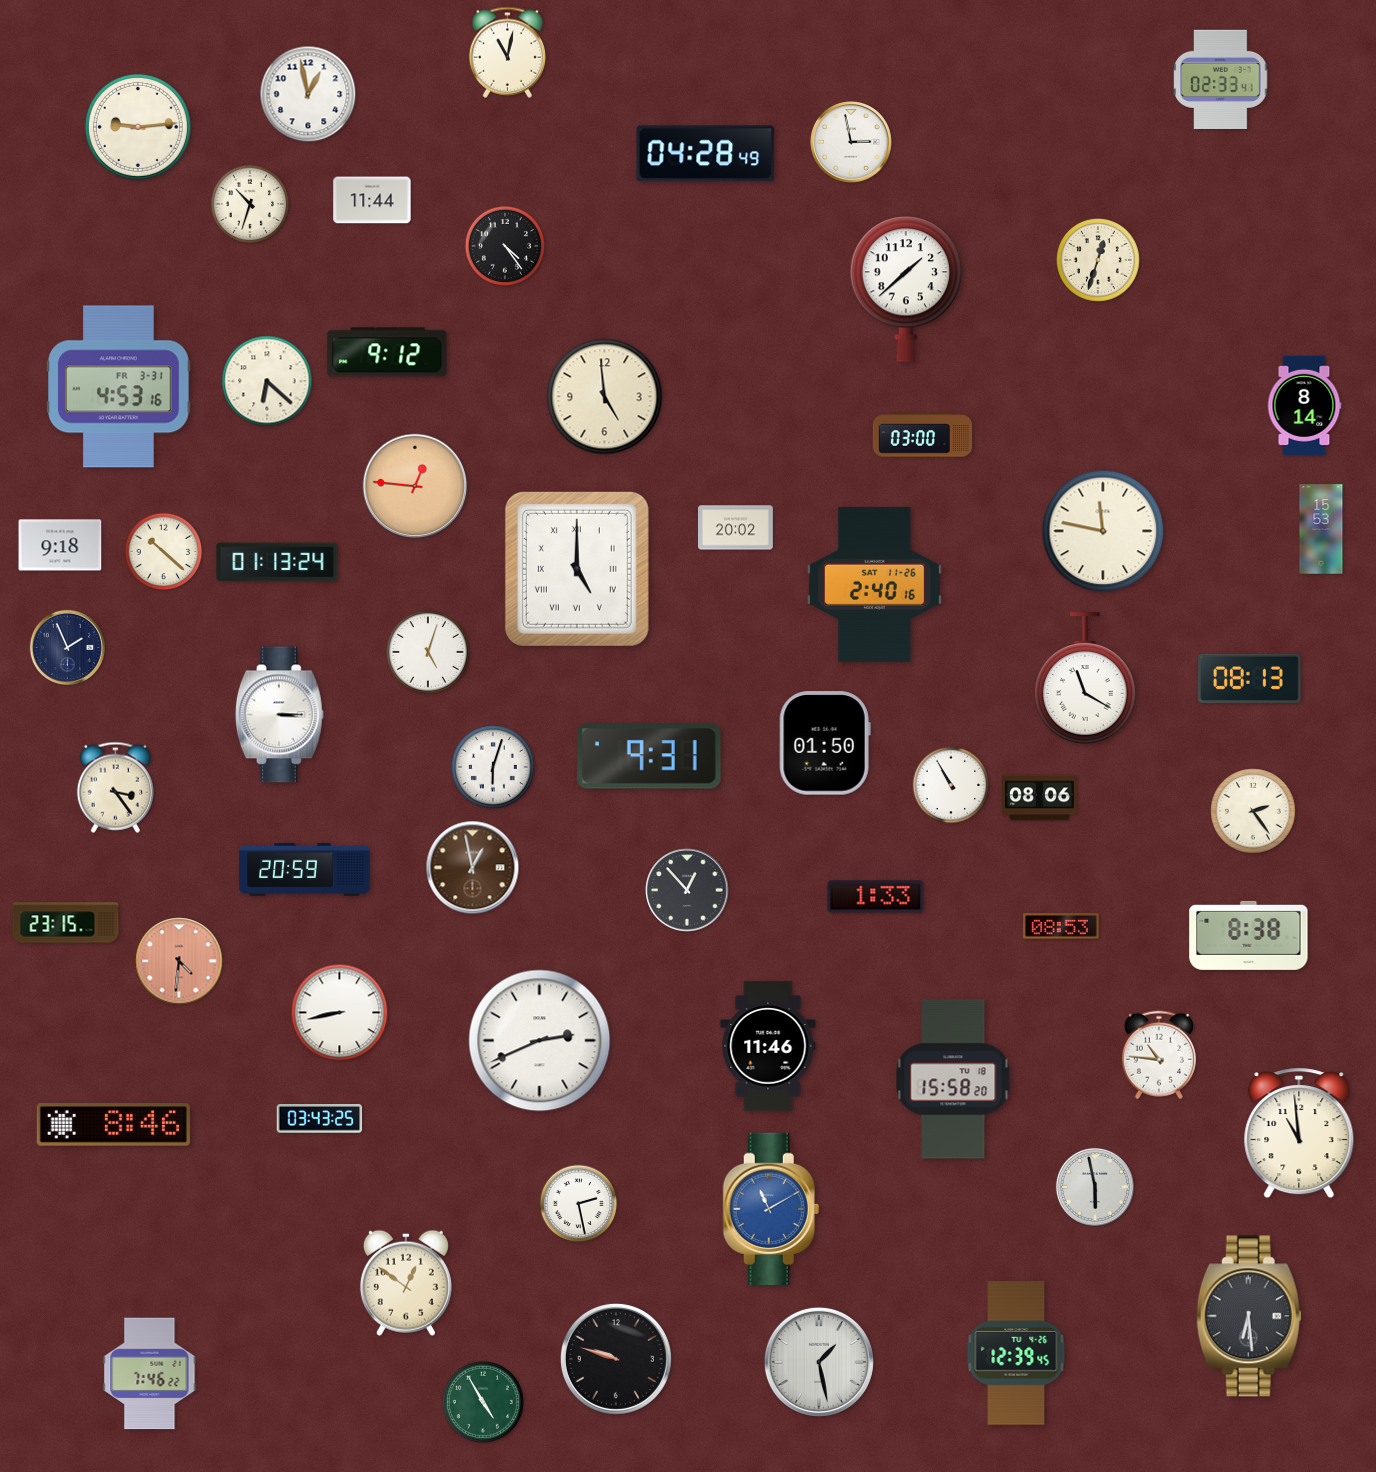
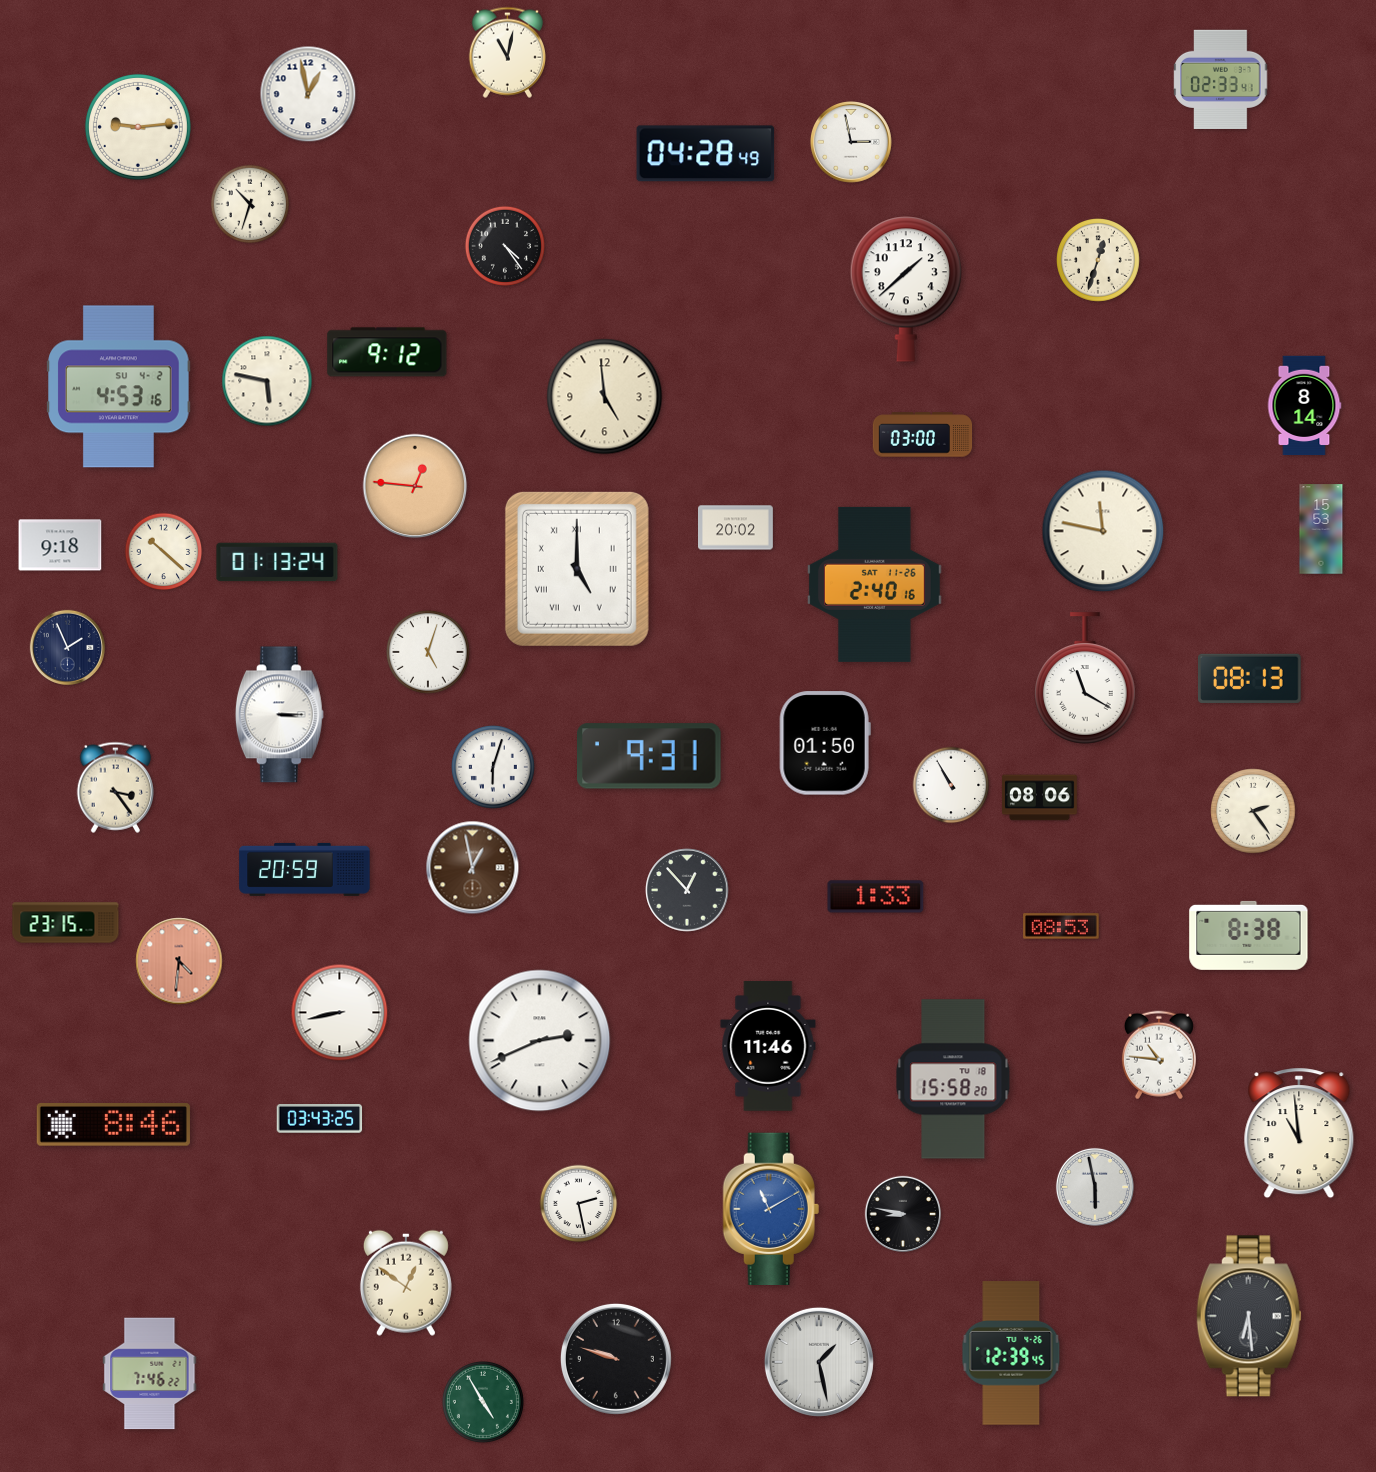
clock at (372, 200): 11:44 -> none
clock at (267, 381): 6:22 -> 5:47
clock at (119, 387) date: FR 3-31 -> SU 4-2
clock at (902, 1213): none -> 8:47
clock at (1016, 1353) position: (1016, 1353) -> (1011, 1353)
